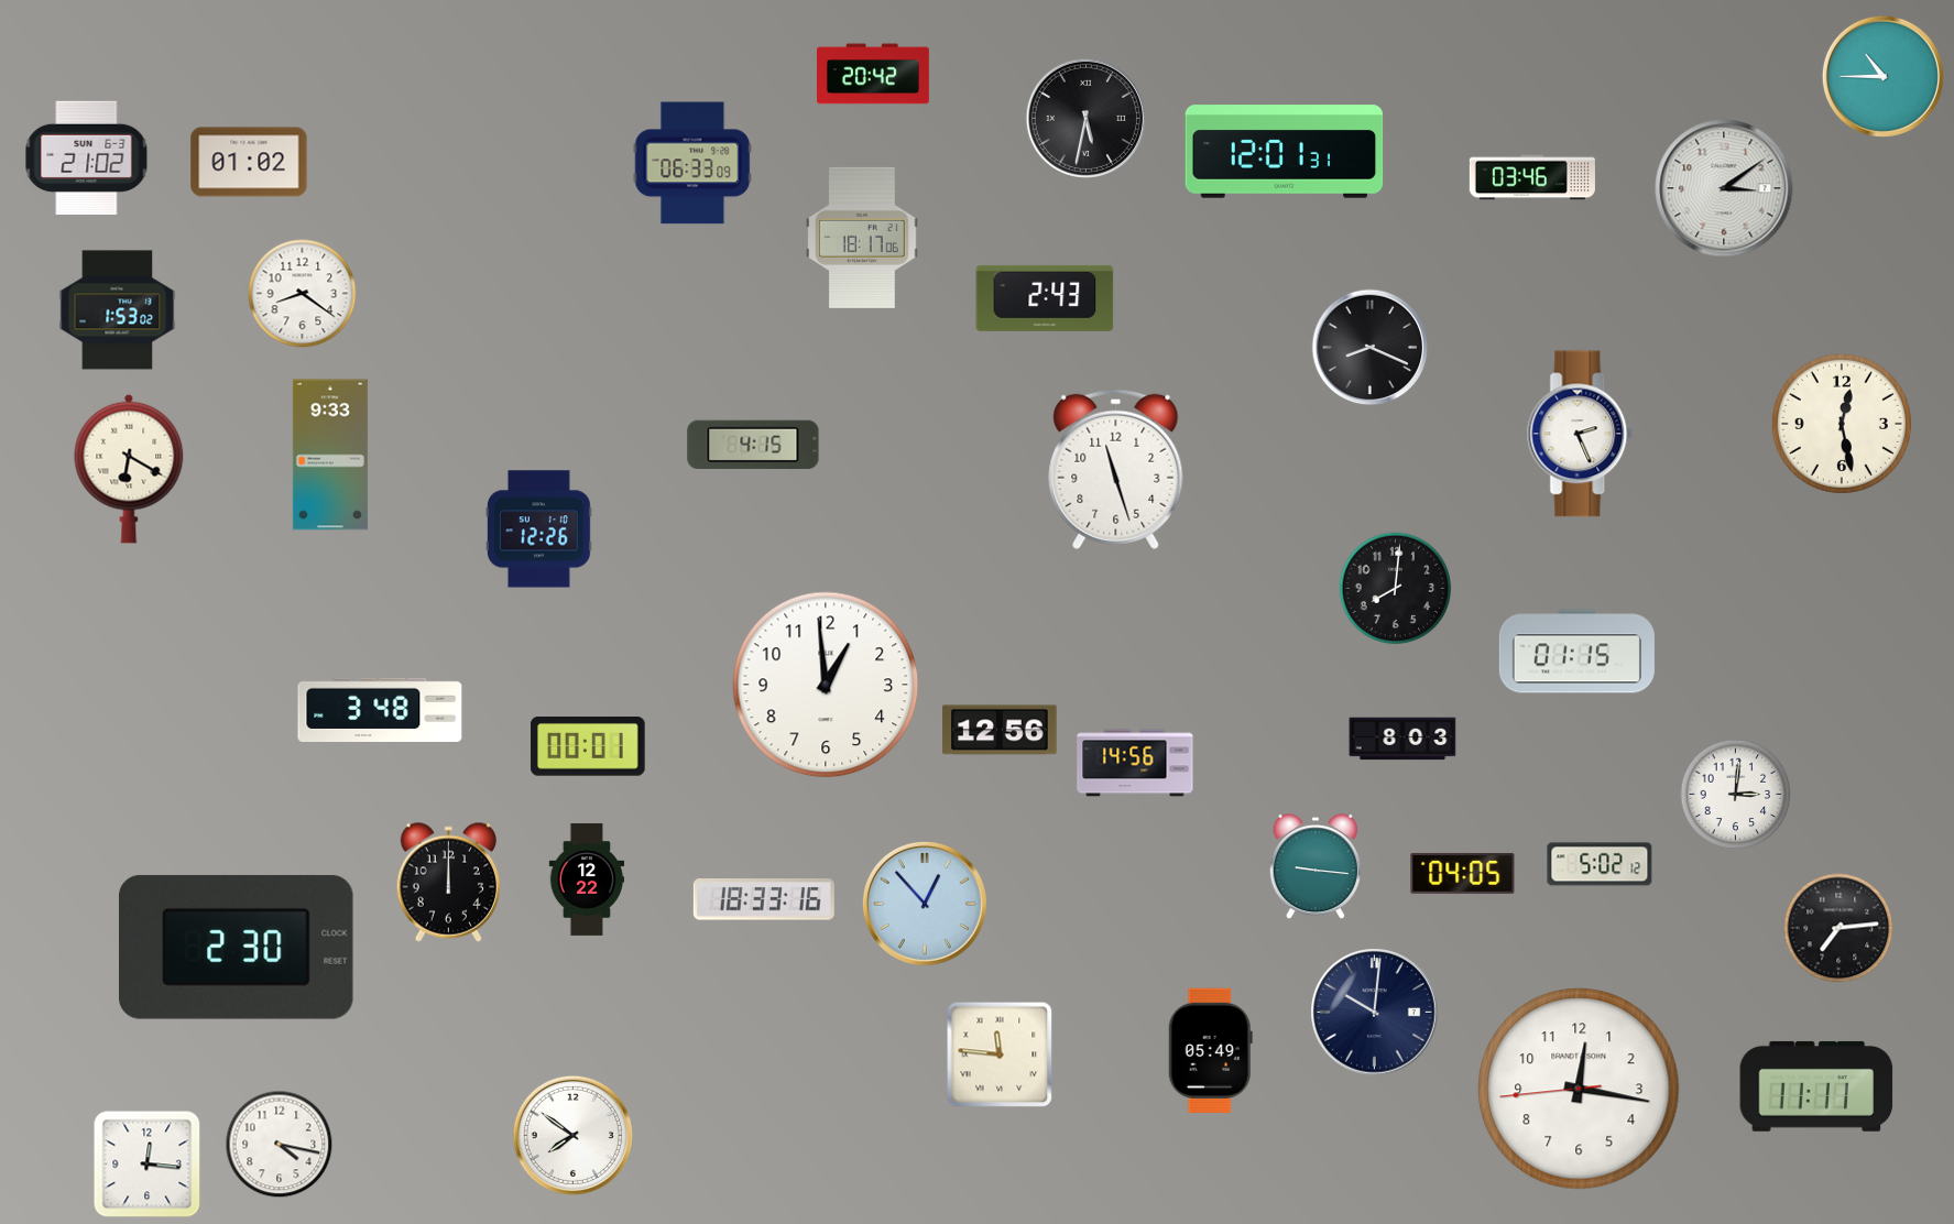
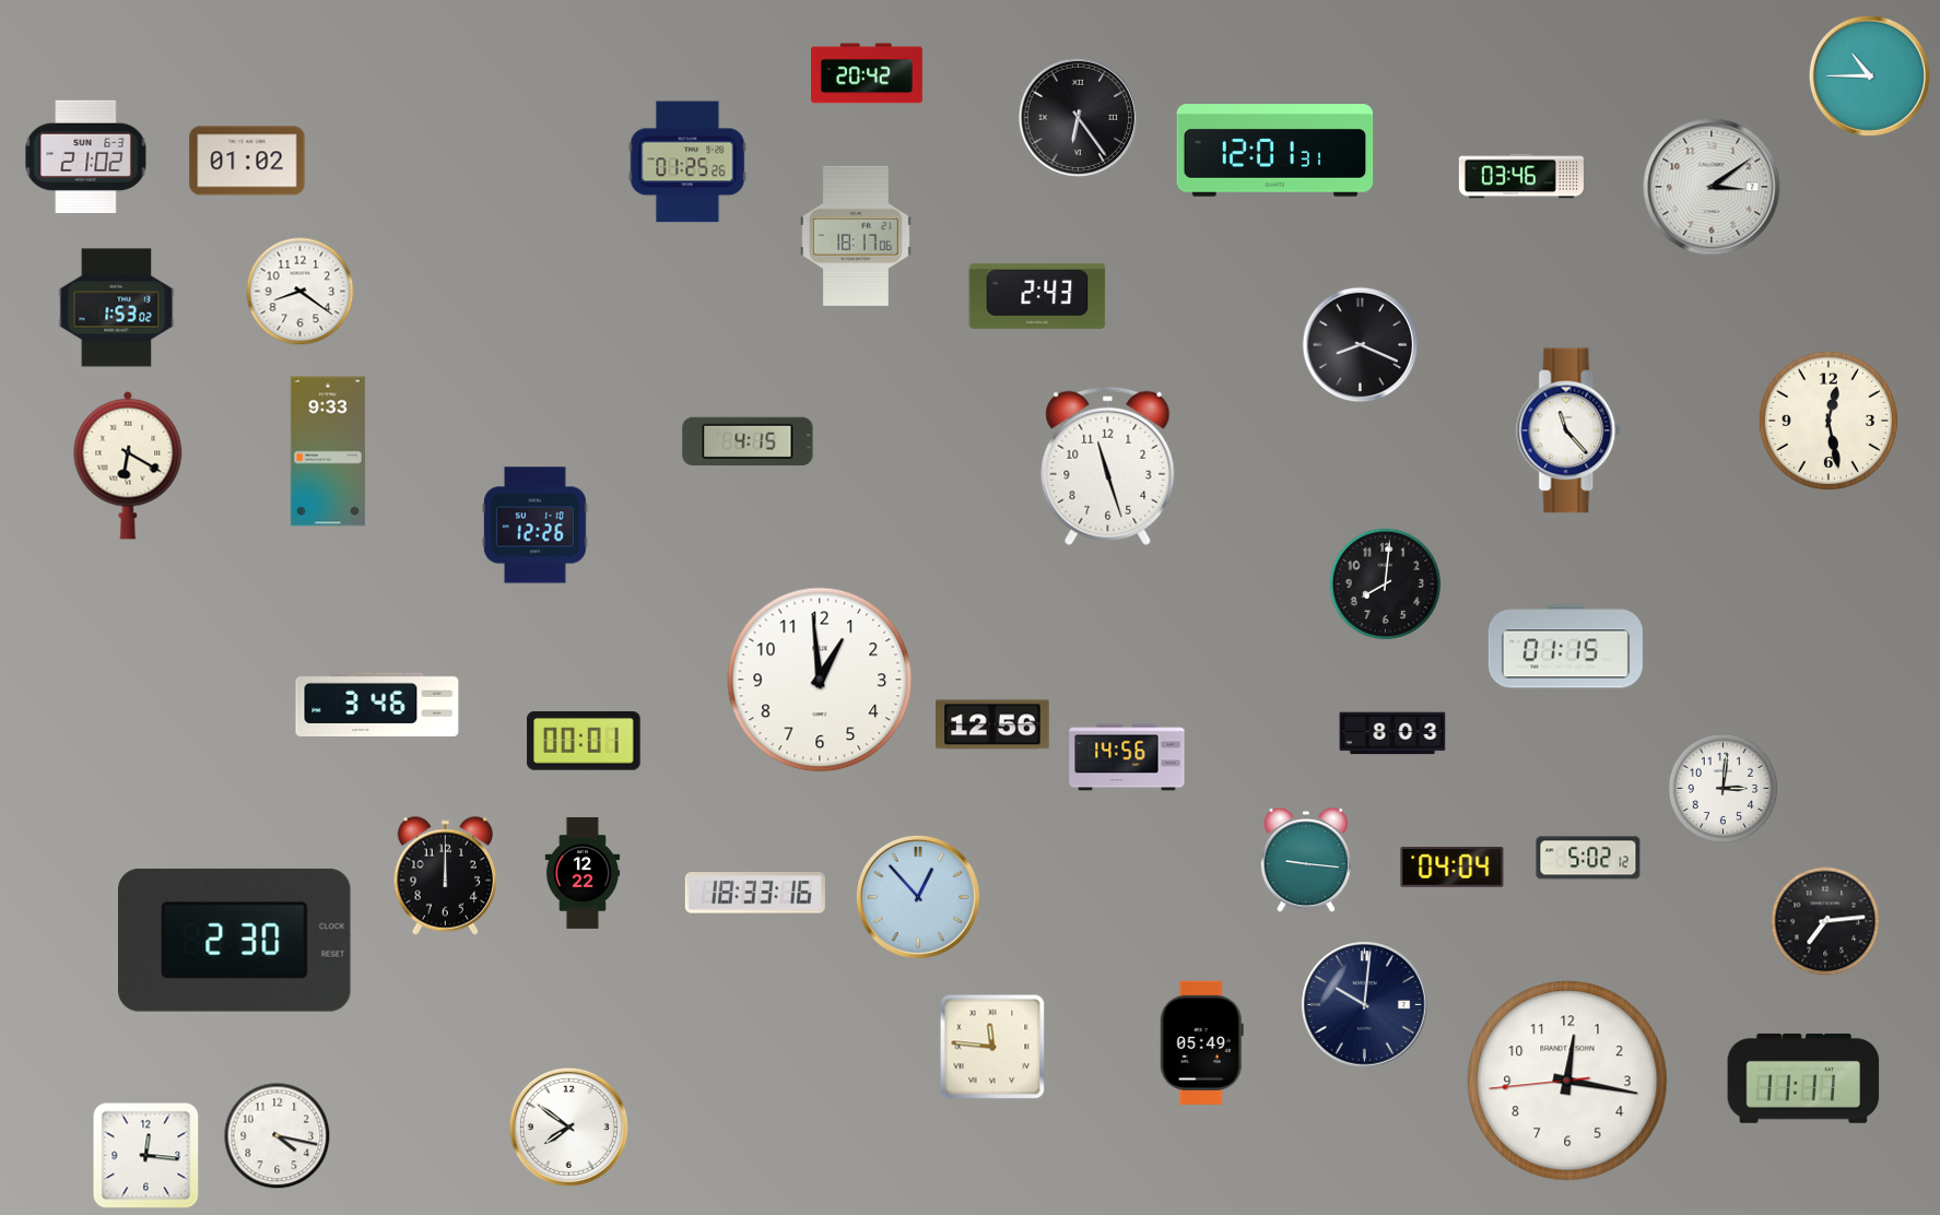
clock at (1085, 118): 5:32 -> 6:24
clock at (692, 163): 06:33 -> 01:25
clock at (1581, 434): 2:26 -> 11:23
clock at (380, 709): 3:48 -> 3:46
clock at (1463, 873): 04:05 -> 04:04
clock at (764, 899) position: (764, 899) -> (755, 893)
